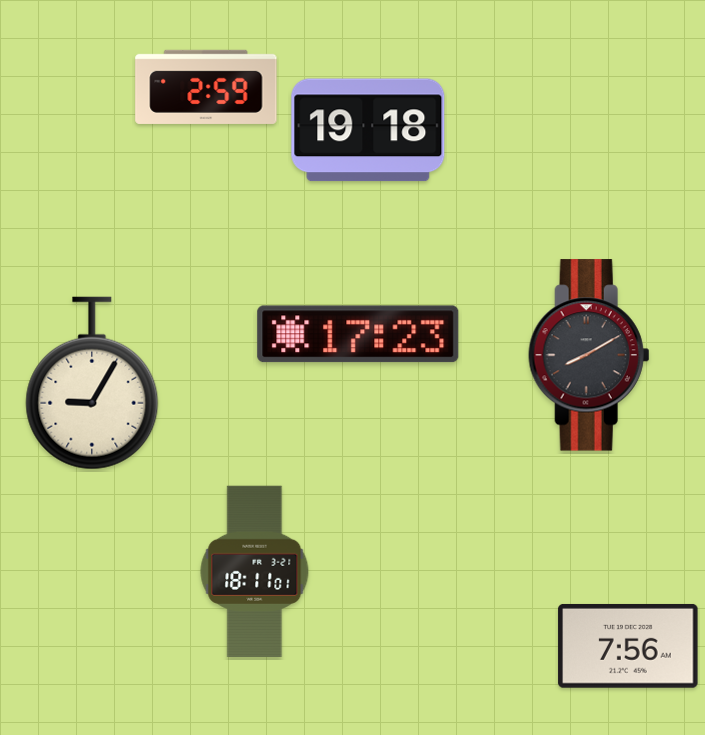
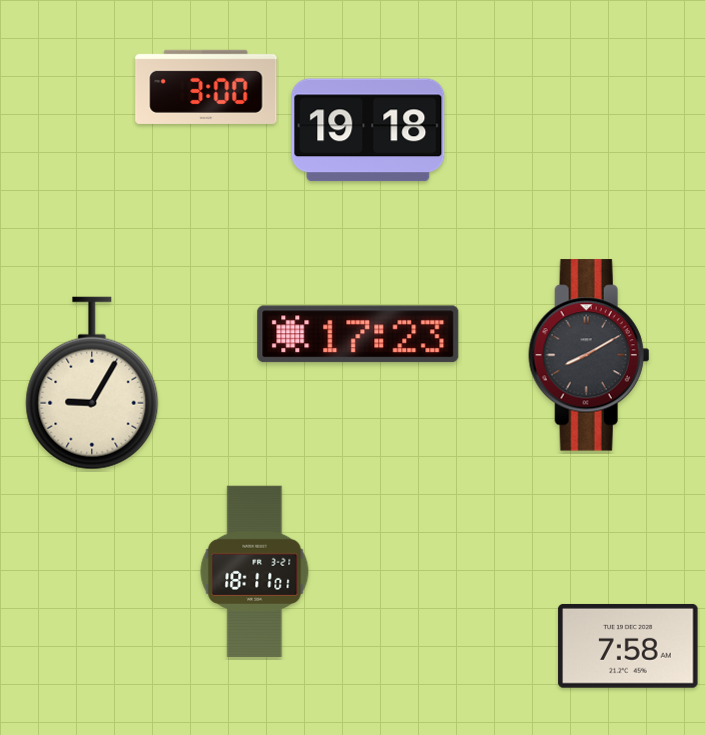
clock at (206, 87): 2:59 -> 3:00
clock at (628, 646): 7:56 -> 7:58
